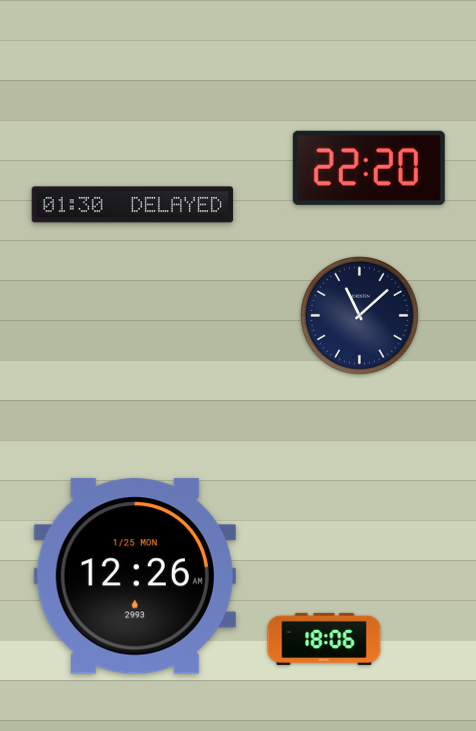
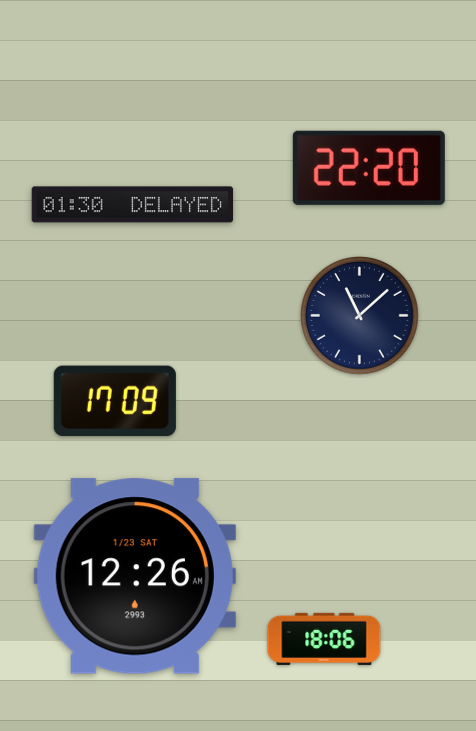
clock at (115, 401): none -> 17:09
clock at (135, 576) date: 1/25 MON -> 1/23 SAT
